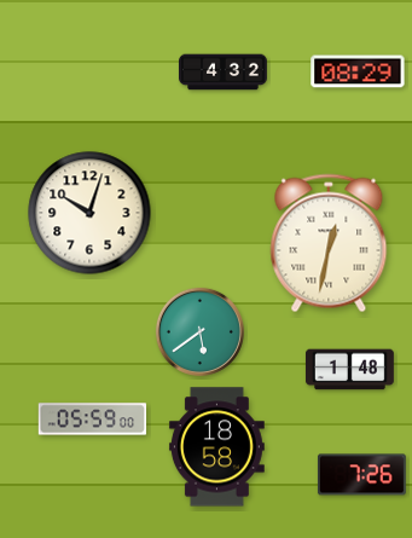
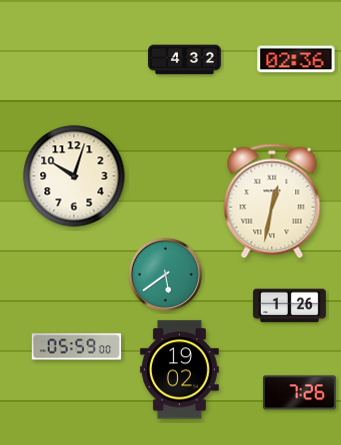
clock at (358, 71): 08:29 -> 02:36
clock at (349, 370): 1:48 -> 1:26
clock at (216, 447): 18:58 -> 19:02
